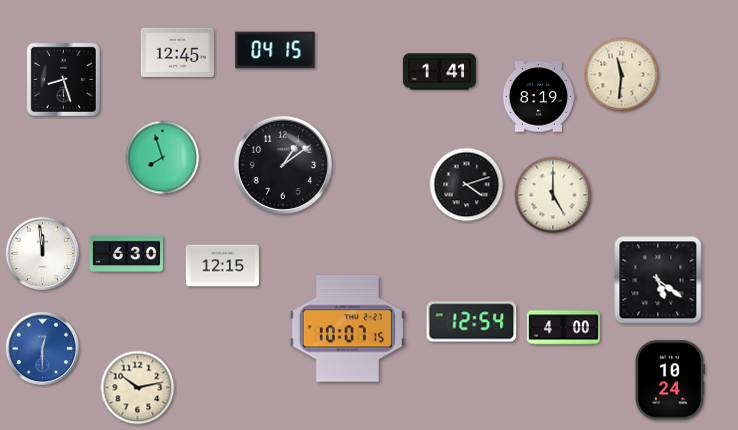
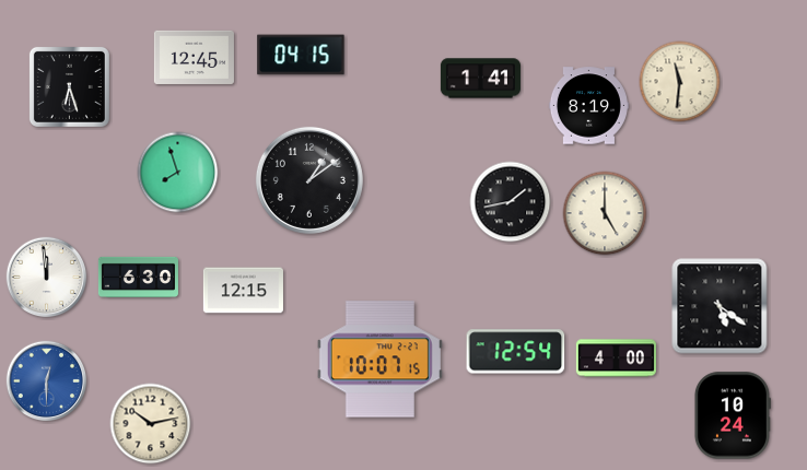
clock at (63, 79): 8:27 -> 6:27
clock at (467, 185): 4:12 -> 1:43
